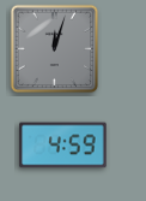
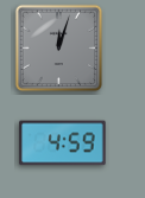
clock at (55, 49) position: (55, 49) -> (59, 49)
